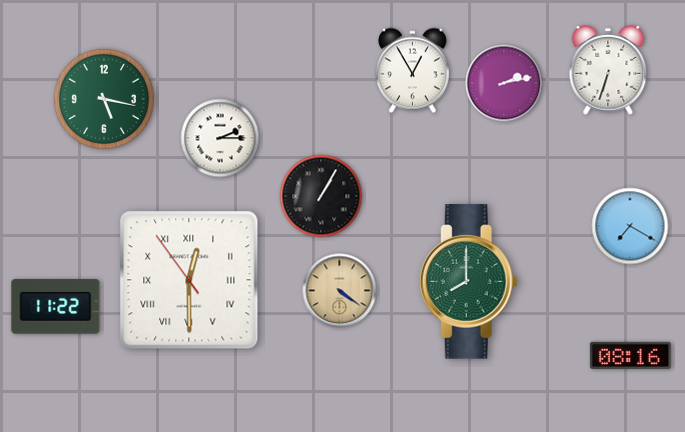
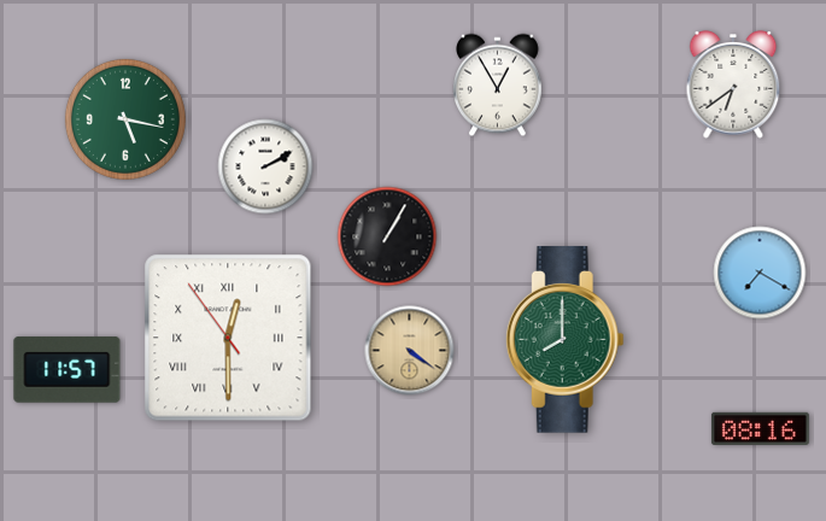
clock at (608, 70): 6:33 -> 6:39
clock at (504, 83): 2:13 -> none
clock at (220, 138): 2:15 -> 2:10
clock at (56, 307): 11:22 -> 11:57
